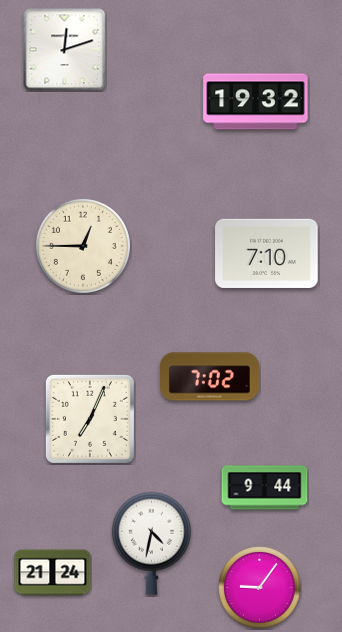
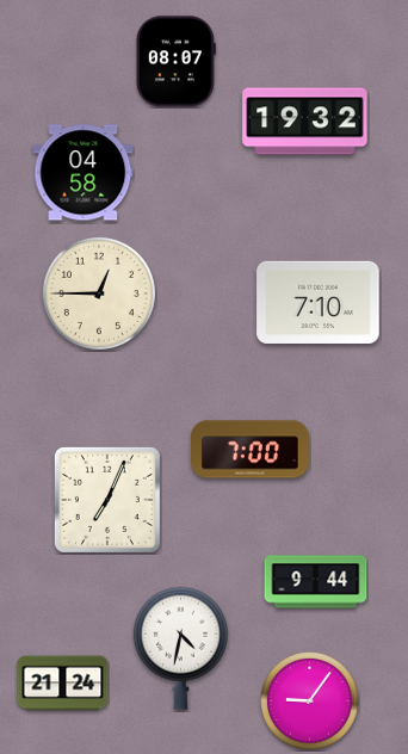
clock at (65, 50): 12:12 -> none
clock at (175, 62): none -> 08:07
clock at (84, 173): none -> 04:58
clock at (210, 377): 7:02 -> 7:00
